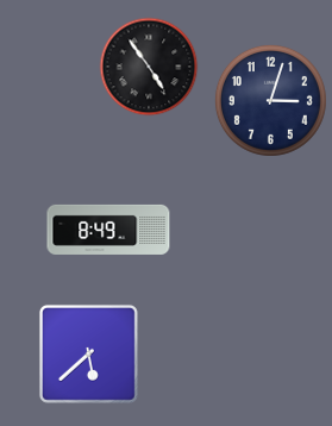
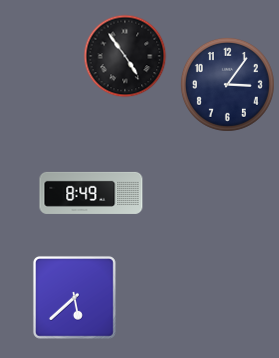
clock at (270, 100): 3:03 -> 3:06
